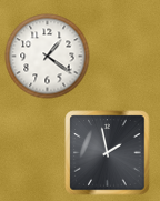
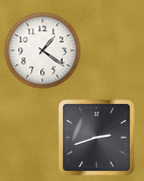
clock at (108, 153): 1:58 -> 2:42
